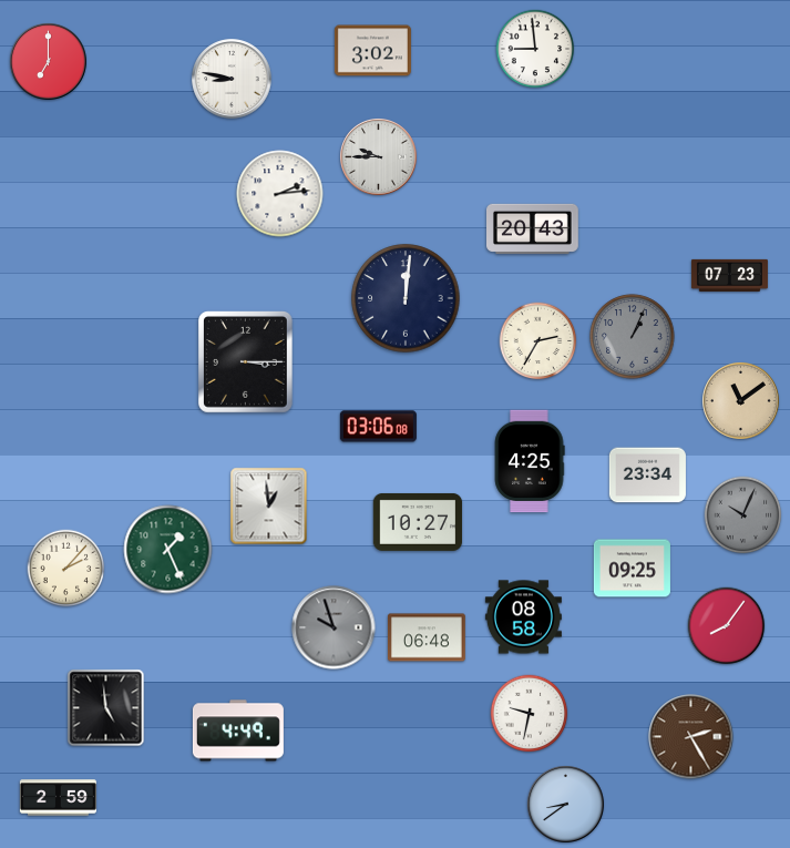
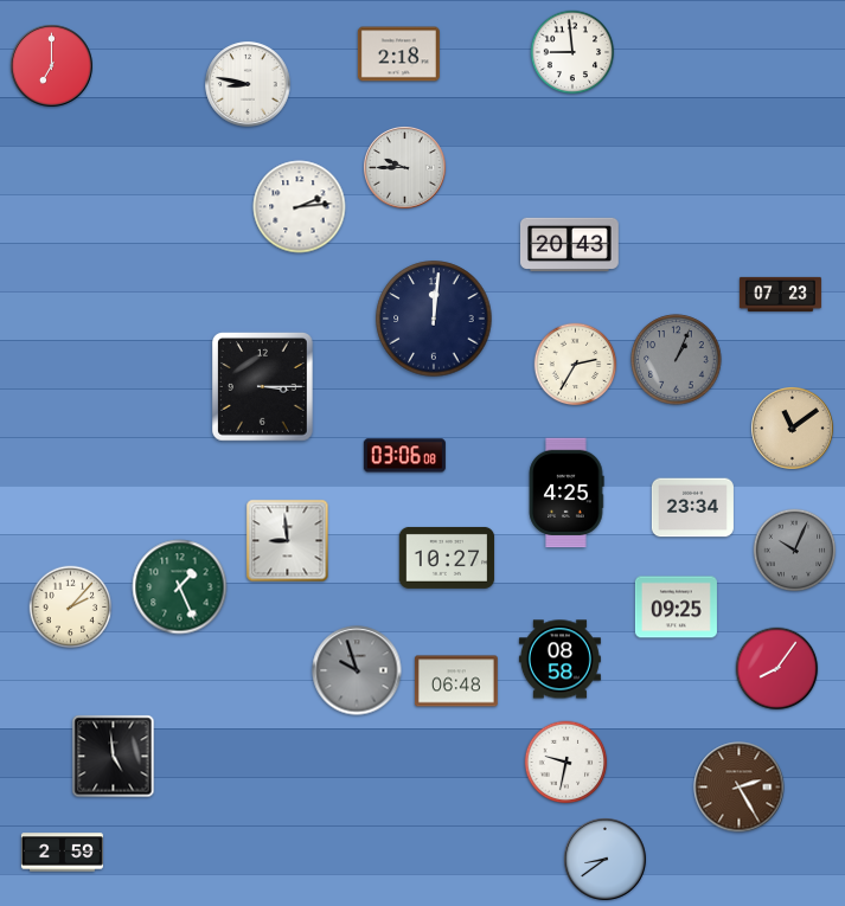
clock at (372, 51): 3:02 -> 2:18
clock at (269, 507): 12:59 -> 8:59
clock at (238, 730): 4:49 -> none
